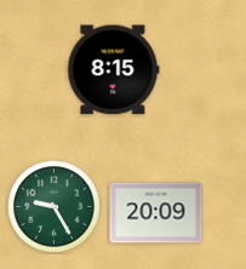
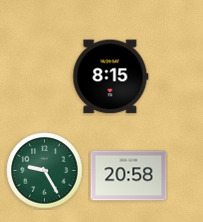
clock at (114, 70) position: (114, 70) -> (111, 77)
clock at (156, 213): 20:09 -> 20:58
